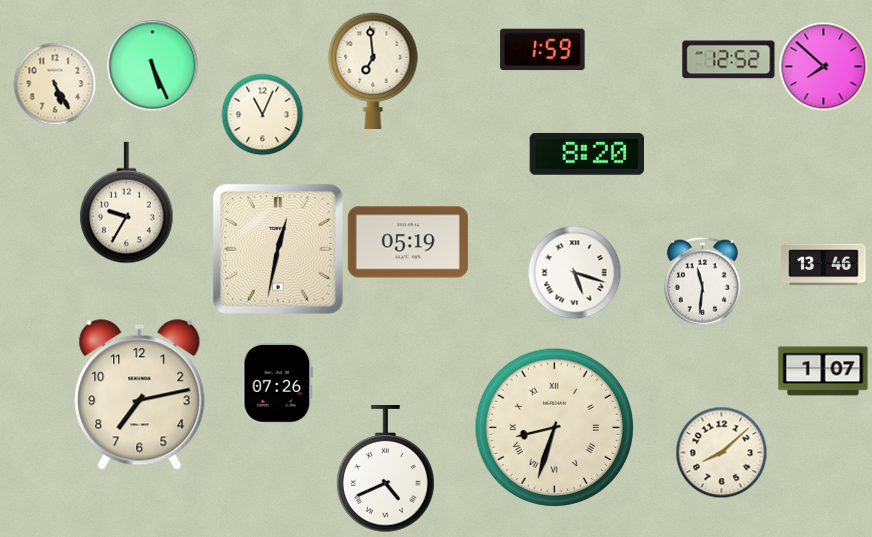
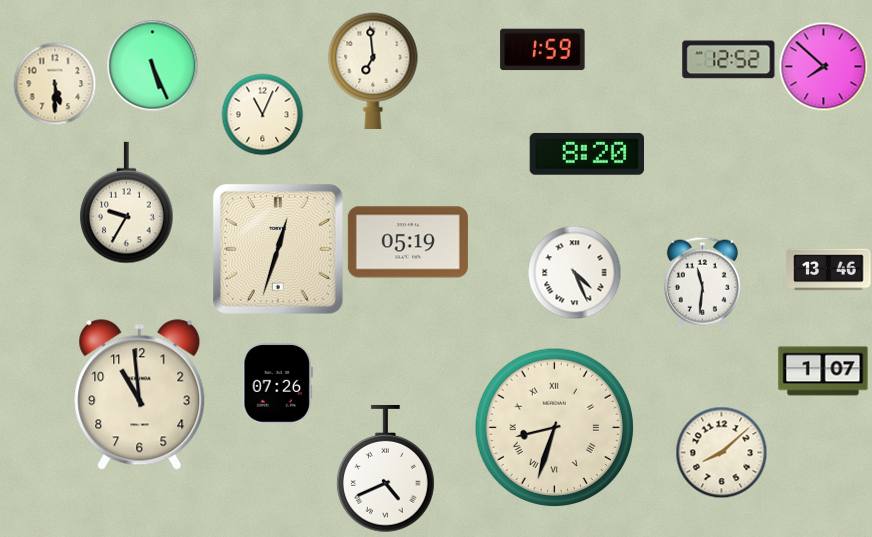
clock at (55, 84): 5:25 -> 5:30
clock at (278, 249): 12:32 -> 12:33
clock at (824, 265) position: (824, 265) -> (829, 270)
clock at (574, 272): 5:18 -> 4:26
clock at (140, 395): 7:13 -> 10:59
